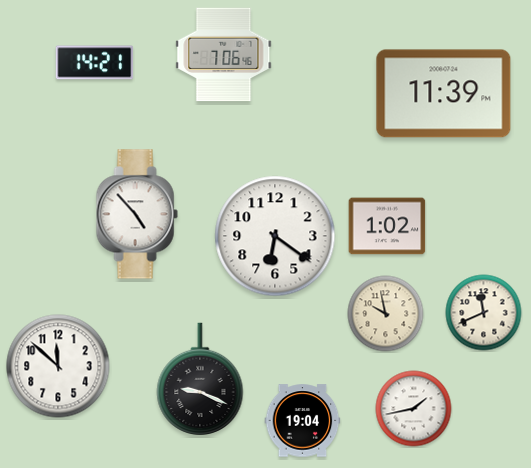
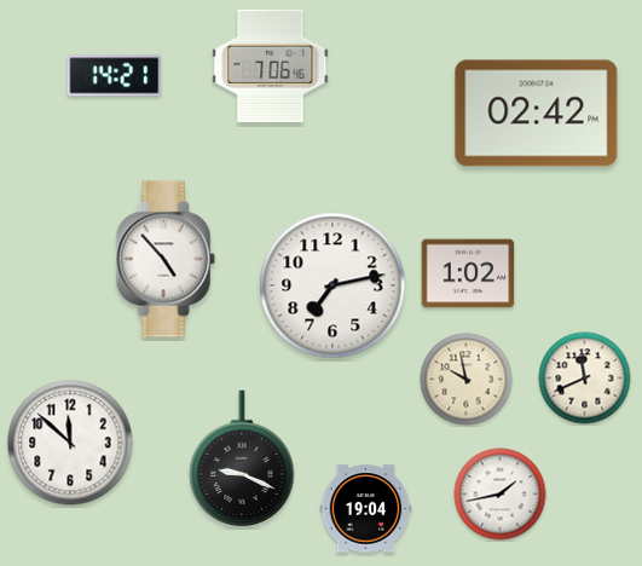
clock at (444, 94): 11:39 -> 02:42
clock at (275, 236): 6:21 -> 7:13
